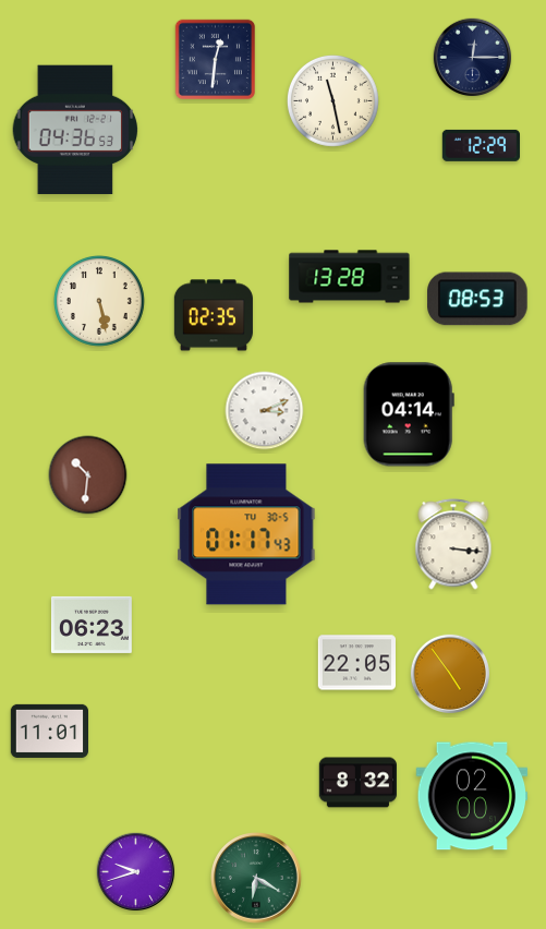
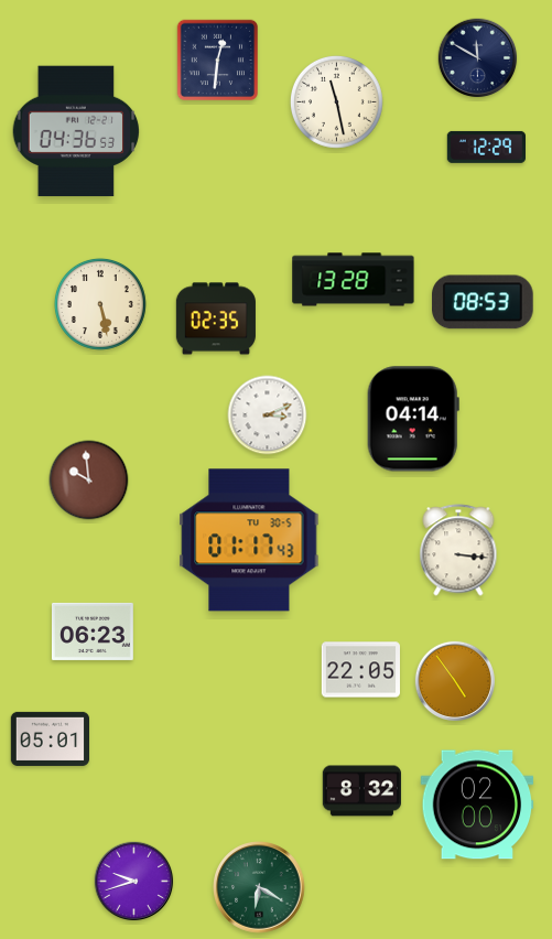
clock at (473, 58): 12:15 -> 11:50
clock at (88, 475): 10:31 -> 9:59
clock at (49, 731): 11:01 -> 05:01
clock at (136, 872) position: (136, 872) -> (134, 882)
